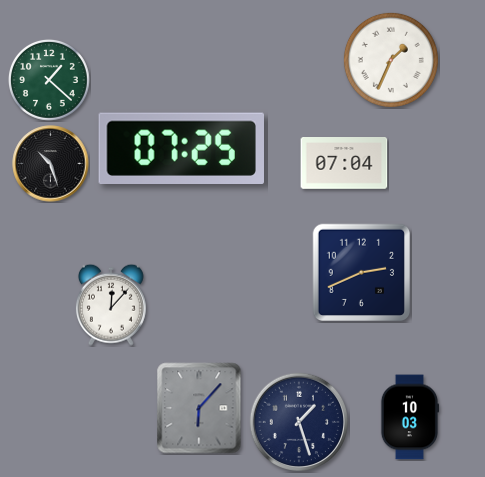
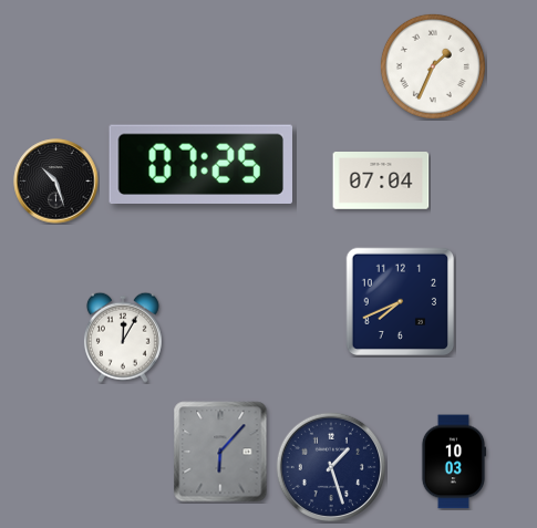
clock at (49, 80): 1:22 -> none
clock at (362, 273): 2:41 -> 7:41
clock at (111, 305): 12:07 -> 12:05
